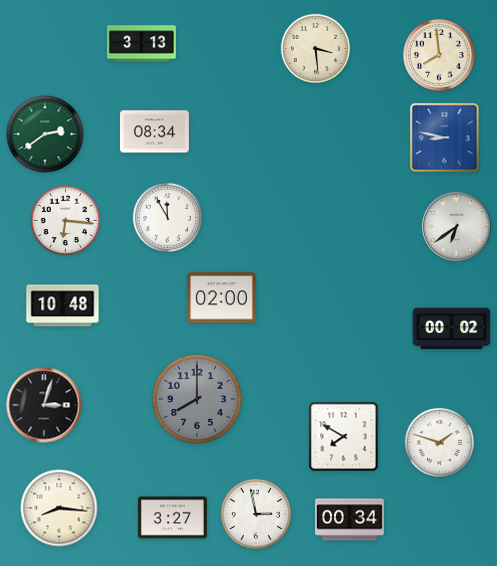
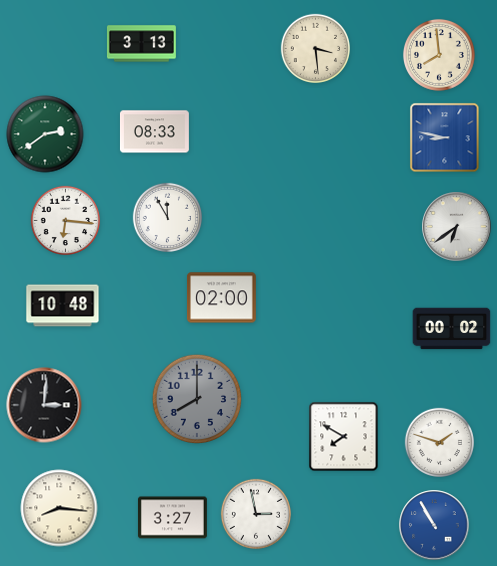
clock at (154, 132): 08:34 -> 08:33
clock at (44, 405): 3:03 -> 3:01
clock at (350, 520): 00:34 -> none
clock at (434, 525): none -> 10:55
